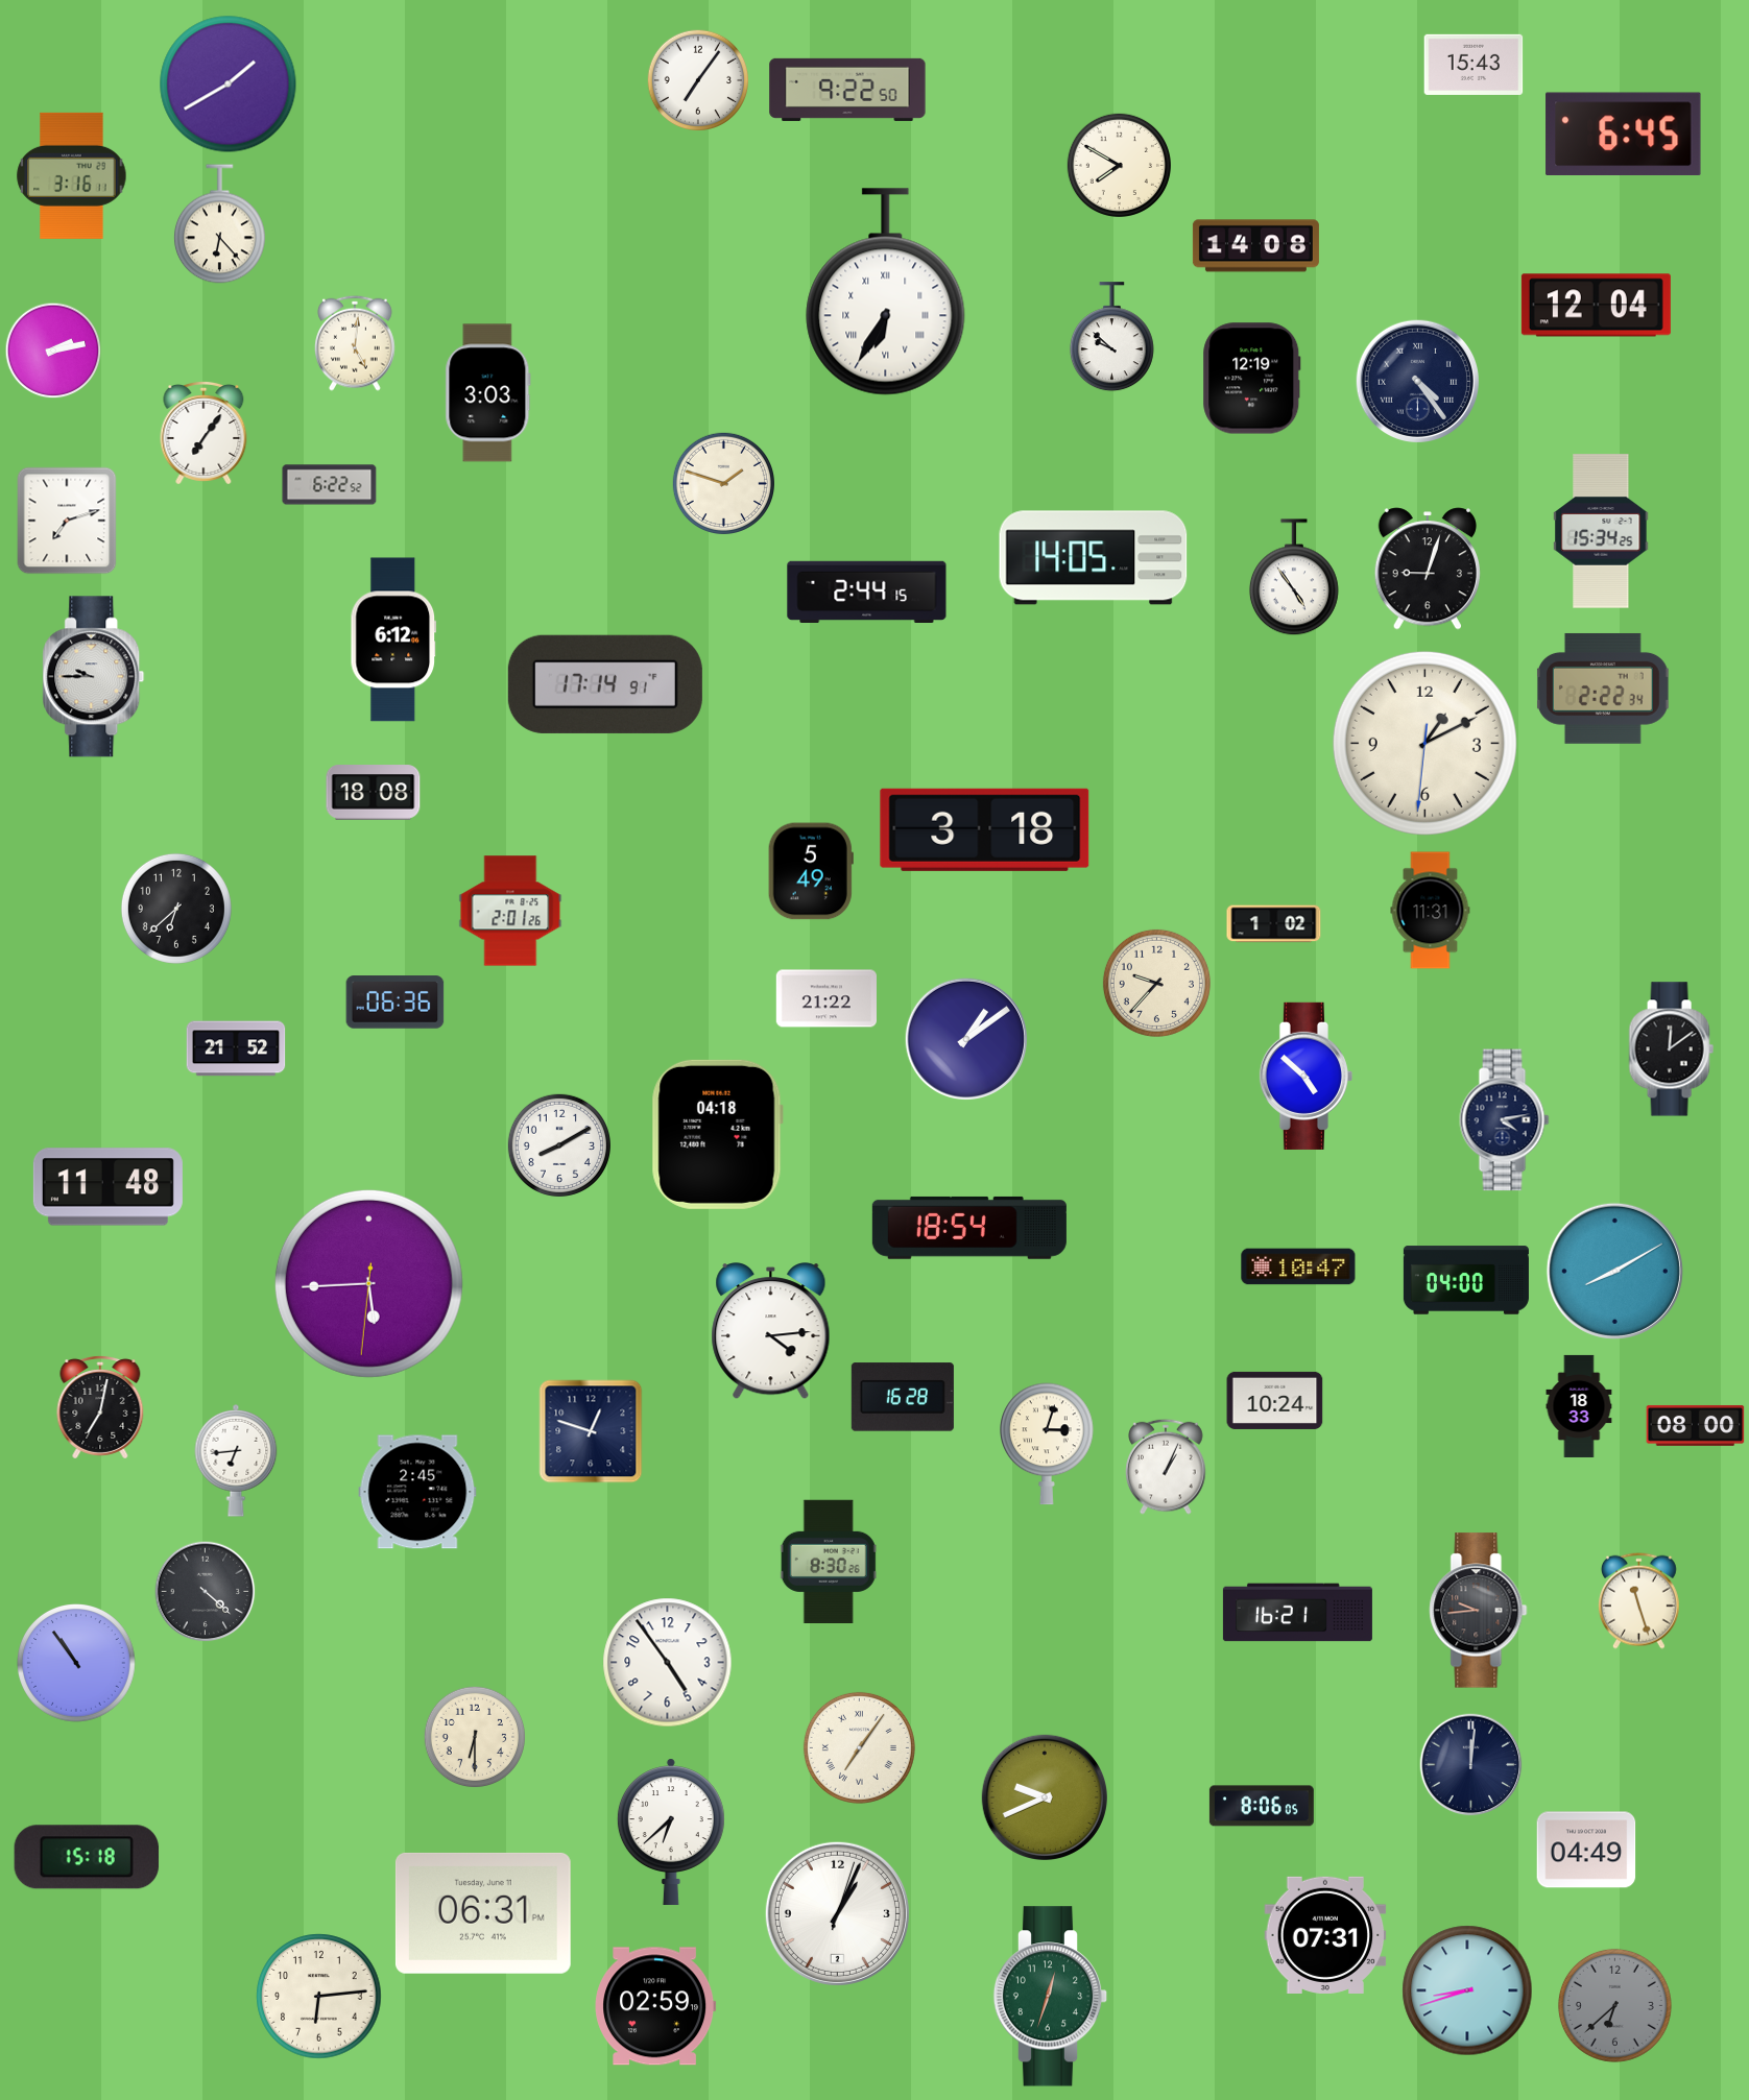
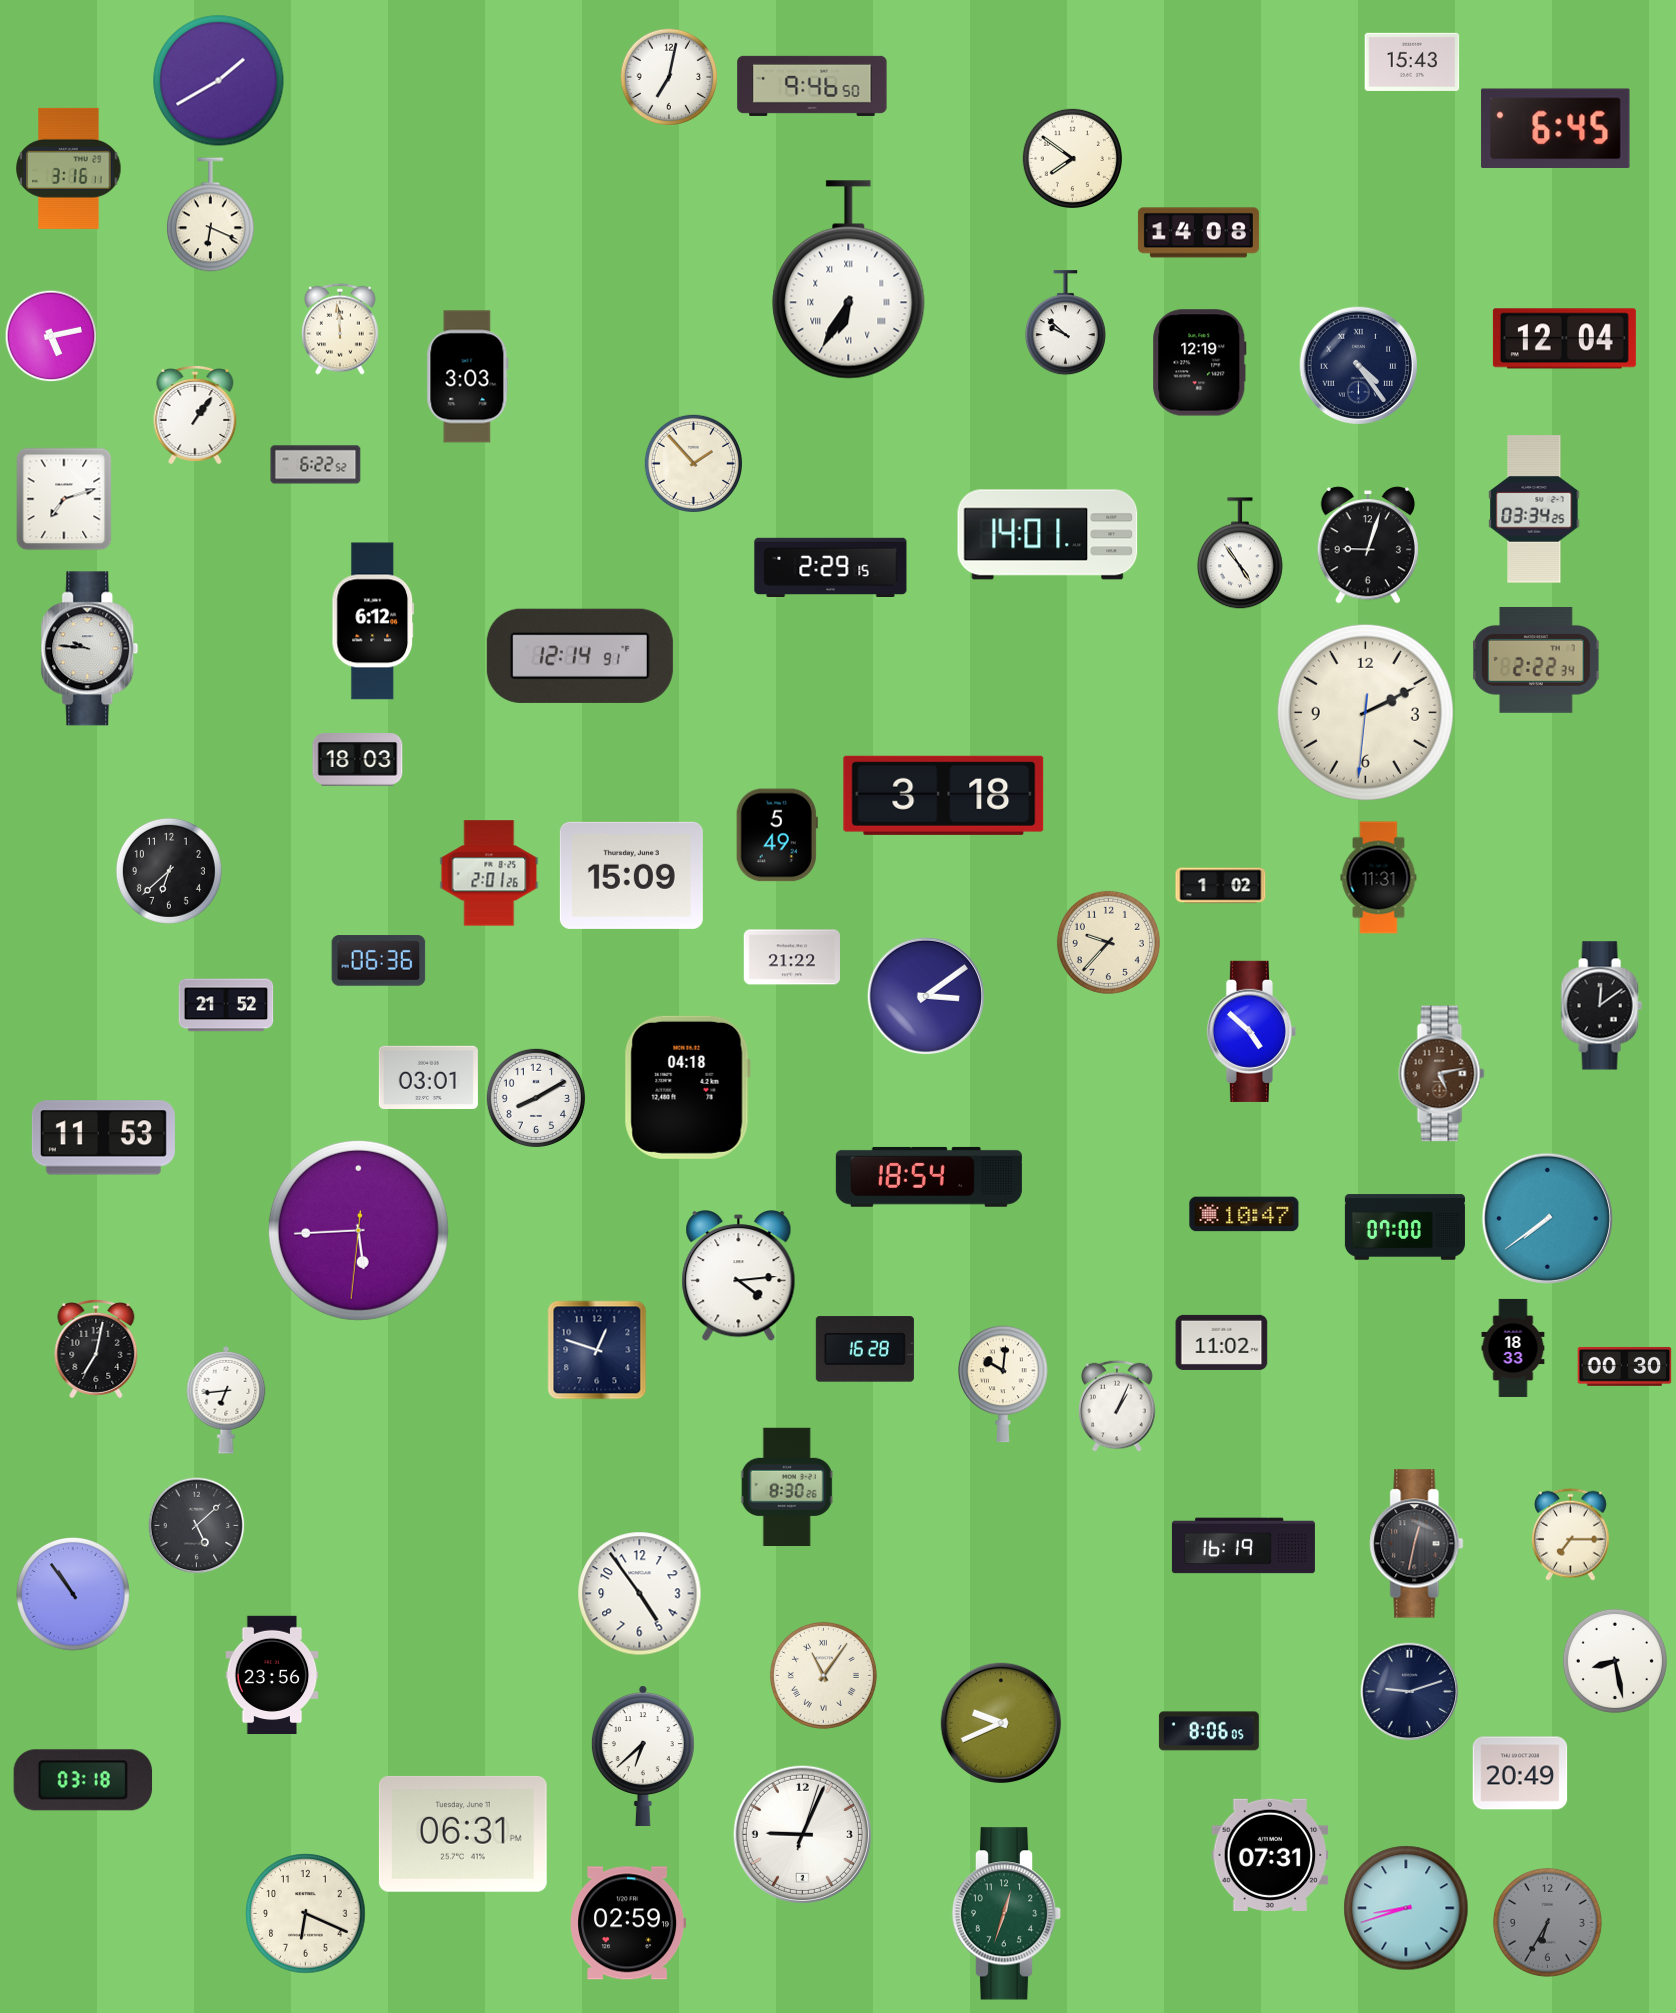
clock at (697, 79): 7:06 -> 7:02
clock at (847, 90): 9:22 -> 9:46
clock at (1119, 165): 7:50 -> 7:51
clock at (219, 224): 6:23 -> 6:19
clock at (1255, 246) position: (1255, 246) -> (1198, 233)
clock at (1596, 306) position: (1596, 306) -> (1564, 339)
clock at (355, 343): 5:01 -> 11:59
clock at (53, 351): 2:13 -> 5:13
clock at (203, 433): 7:06 -> 1:06
clock at (723, 483): 1:48 -> 1:53
clock at (1601, 531): 15:34 -> 03:34
clock at (1094, 558): 14:05 -> 14:01
clock at (867, 593): 2:44 -> 2:29
clock at (393, 639) position: (393, 639) -> (373, 621)
clock at (94, 677): 9:45 -> 9:46
clock at (605, 684): 17:14 -> 12:14
clock at (1424, 743): 1:10 -> 2:10
clock at (374, 793): 18:08 -> 18:03
clock at (1431, 911) position: (1431, 911) -> (1379, 878)
clock at (631, 875): none -> 15:09
clock at (965, 1038): 1:09 -> 3:09
clock at (1505, 1120): 4:13 -> 5:13
clock at (1505, 1120) dial: navy -> brown
clock at (428, 1077): none -> 03:01
clock at (107, 1187): 11:48 -> 11:53
clock at (1614, 1271): 8:10 -> 7:39
clock at (1466, 1280): 04:00 -> 07:00
clock at (368, 1283) position: (368, 1283) -> (358, 1230)
clock at (903, 1397) position: (903, 1397) -> (865, 1349)
clock at (1275, 1400): 10:24 -> 11:02
clock at (1696, 1425): 08:00 -> 00:30
clock at (591, 1431) position: (591, 1431) -> (597, 1350)
clock at (1048, 1444): 3:03 -> 10:01
clock at (417, 1492): 2:45 -> none
clock at (829, 1561) position: (829, 1561) -> (787, 1486)
clock at (206, 1592): 4:22 -> 5:08
clock at (1638, 1600): 11:27 -> 7:15
clock at (1479, 1611): 9:44 -> 12:32
clock at (1297, 1613): 16:21 -> 16:19
clock at (1615, 1661): none -> 8:28
clock at (474, 1736): 6:30 -> none
clock at (272, 1675): none -> 23:56
clock at (859, 1747): 7:06 -> 11:06
clock at (1471, 1765): 12:01 -> 9:12
clock at (1586, 1850): 04:49 -> 20:49
clock at (87, 1857): 15:18 -> 03:18
clock at (837, 1913): 1:04 -> 9:04
clock at (319, 1997): 6:14 -> 6:19
clock at (1614, 2005): 6:38 -> 6:35
